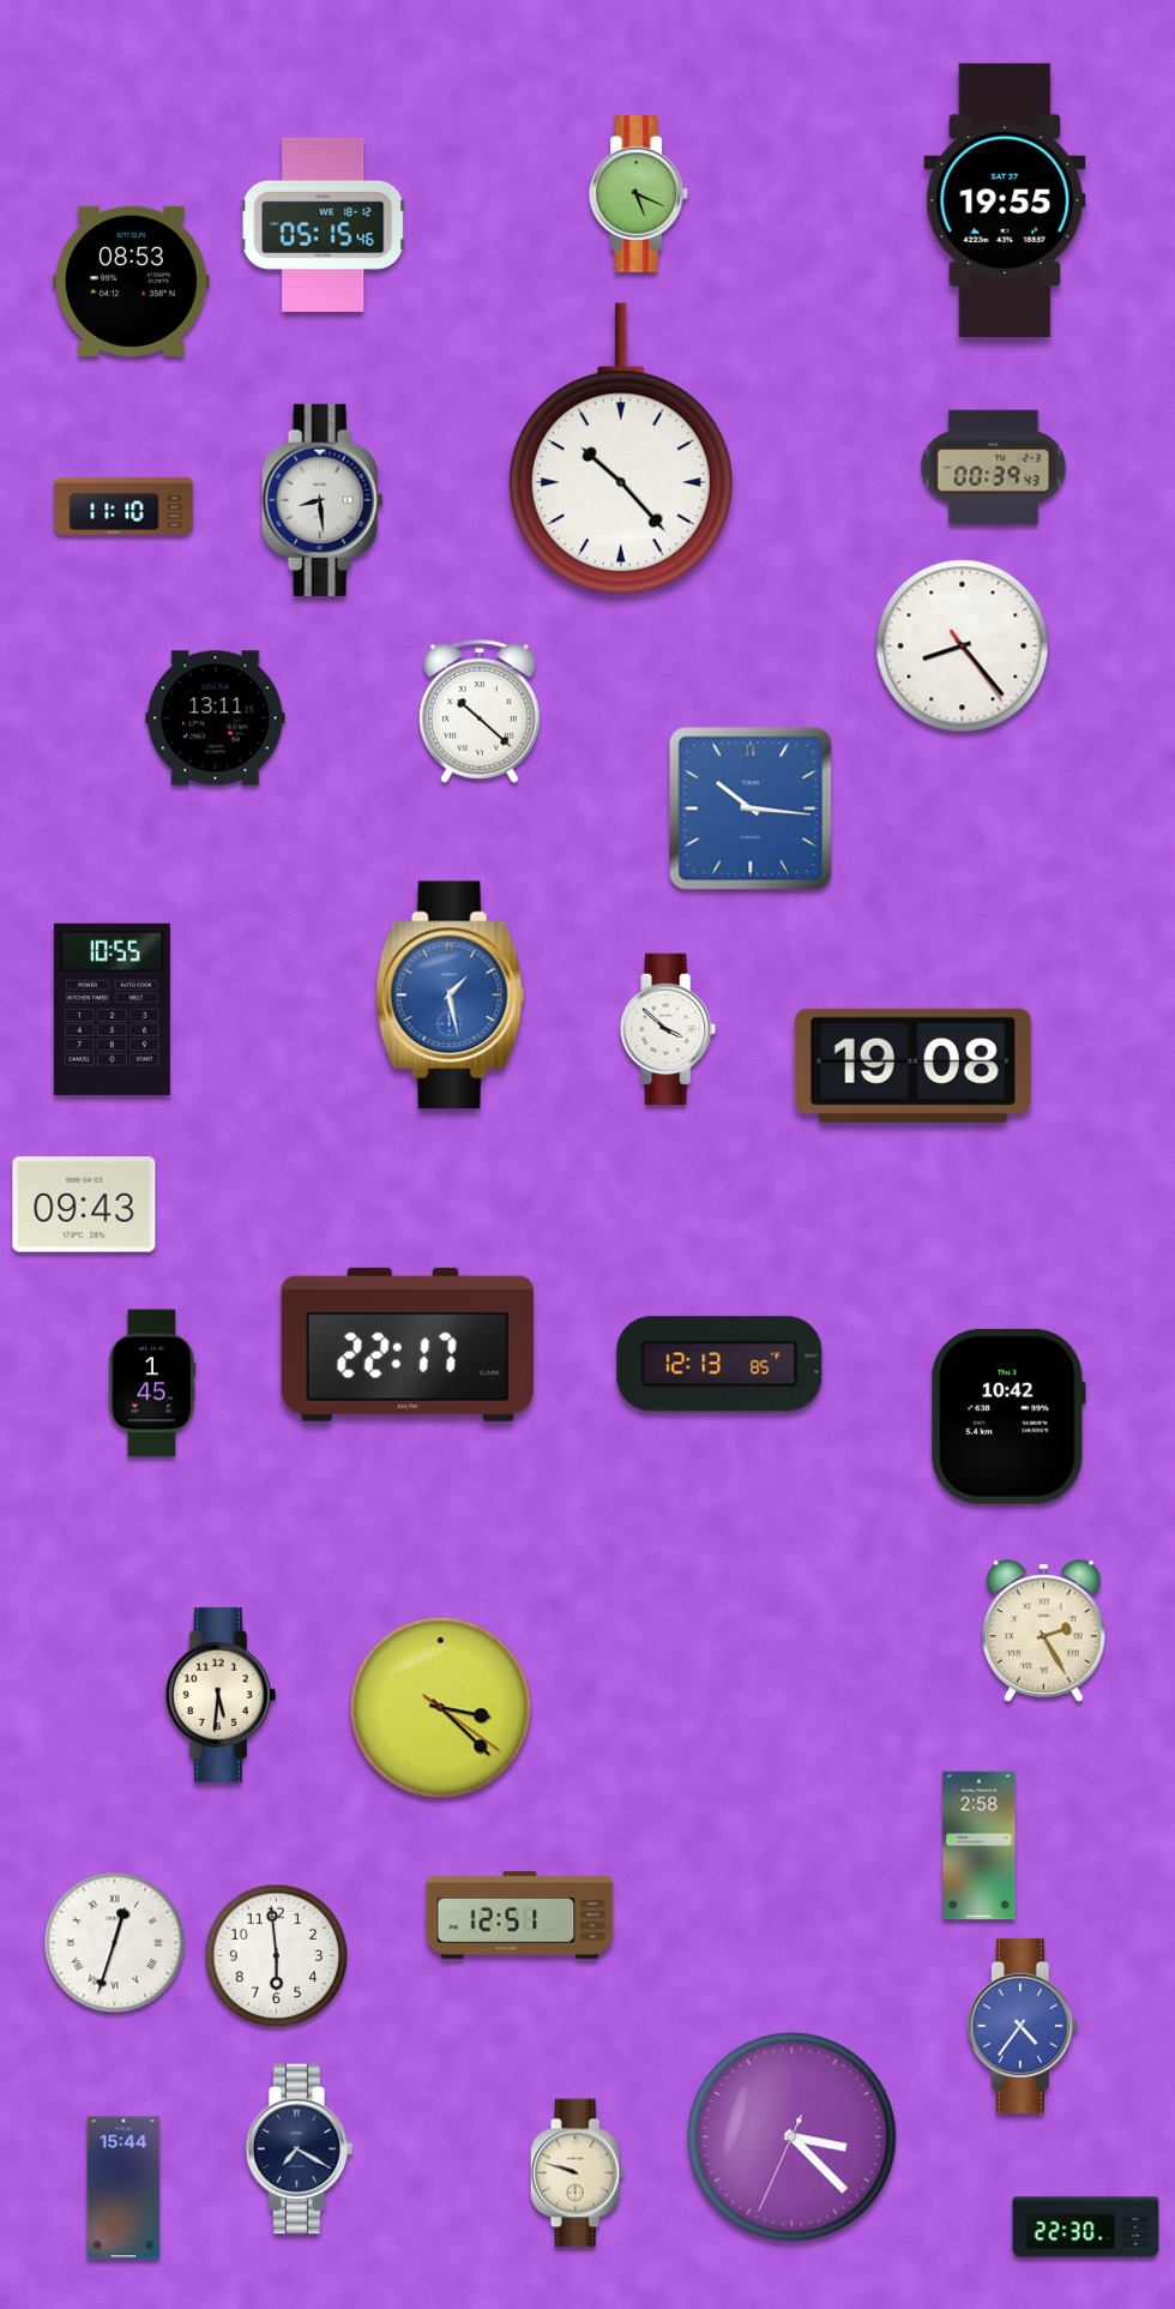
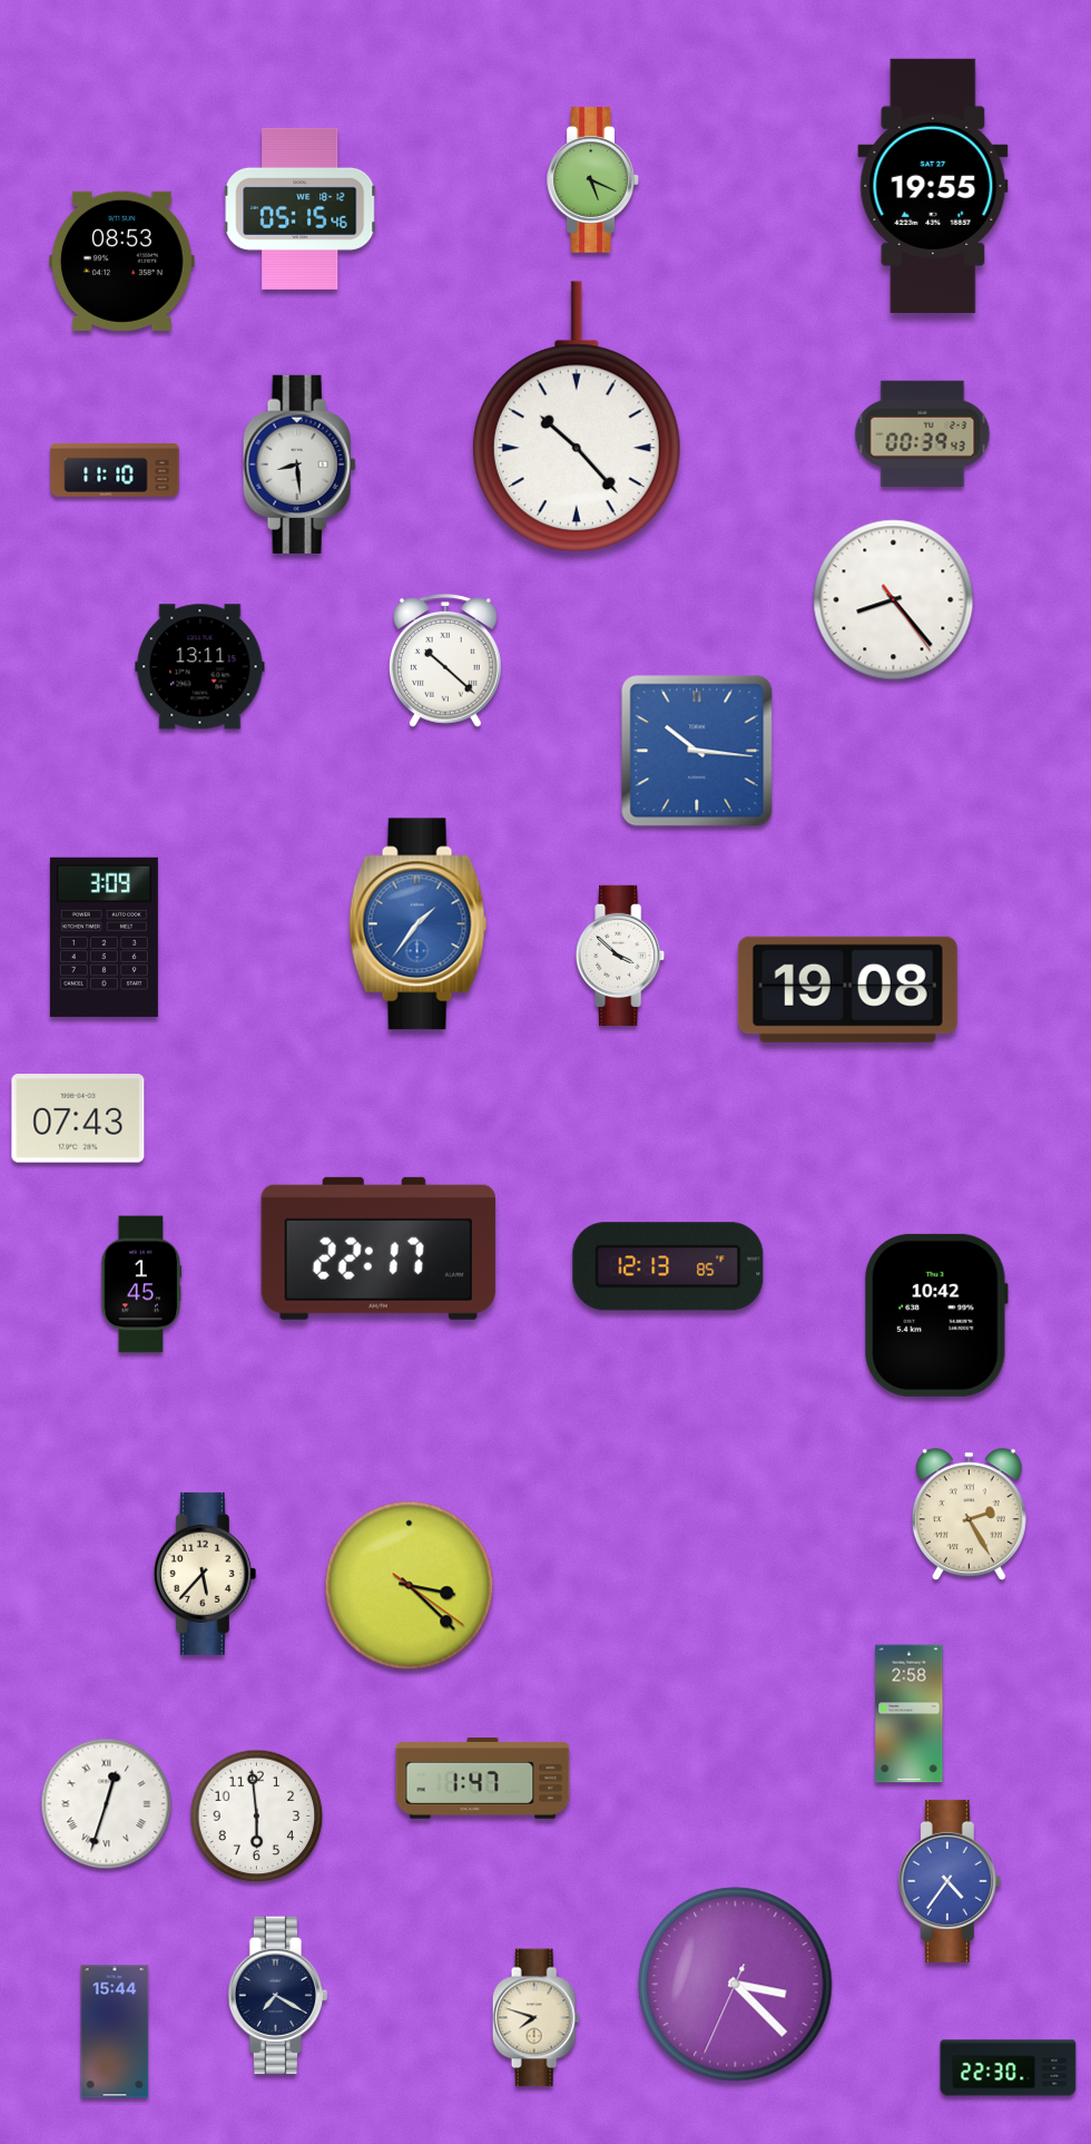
clock at (451, 996): 1:28 -> 1:36
clock at (112, 1009): 10:55 -> 3:09
clock at (84, 1204): 09:43 -> 07:43
clock at (221, 1695): 5:31 -> 5:37
clock at (520, 1916): 12:51 -> 1:47
clock at (577, 2173): 9:48 -> 7:48
